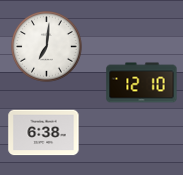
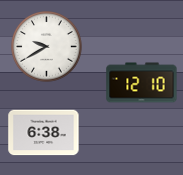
clock at (47, 47): 7:01 -> 9:40
